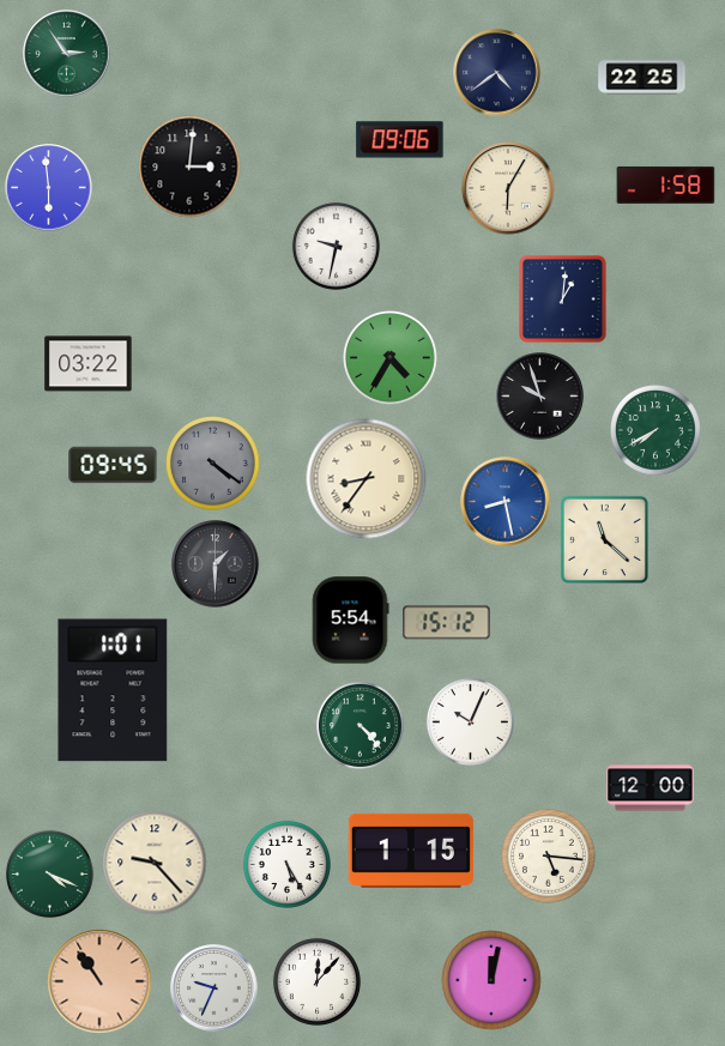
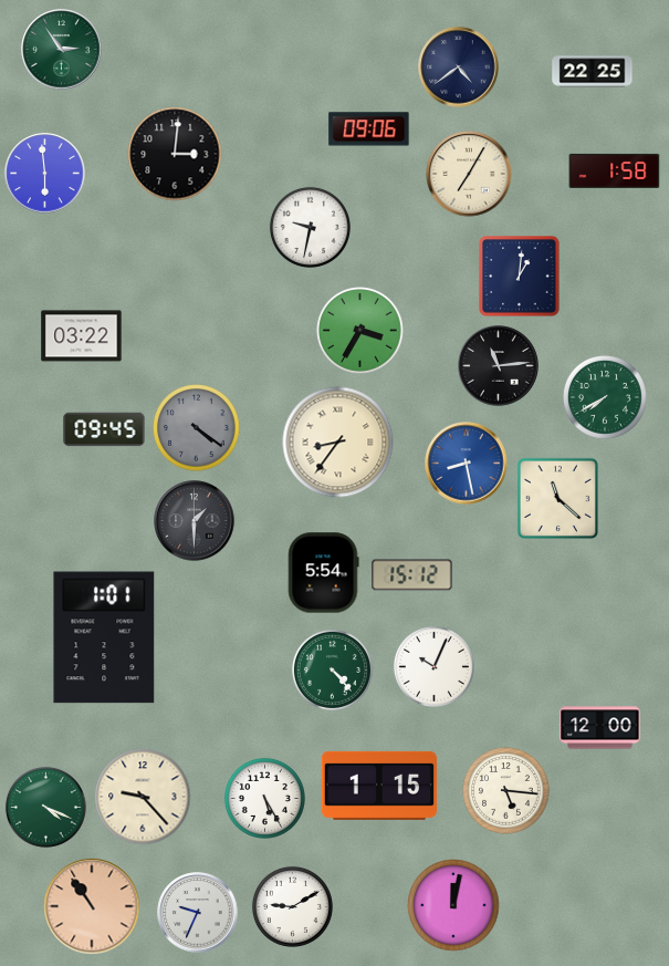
clock at (508, 188): 6:05 -> 7:05
clock at (391, 358): 4:35 -> 3:35
clock at (540, 397): 9:57 -> 11:14
clock at (216, 564) position: (216, 564) -> (195, 521)
clock at (316, 981): 12:07 -> 9:10
